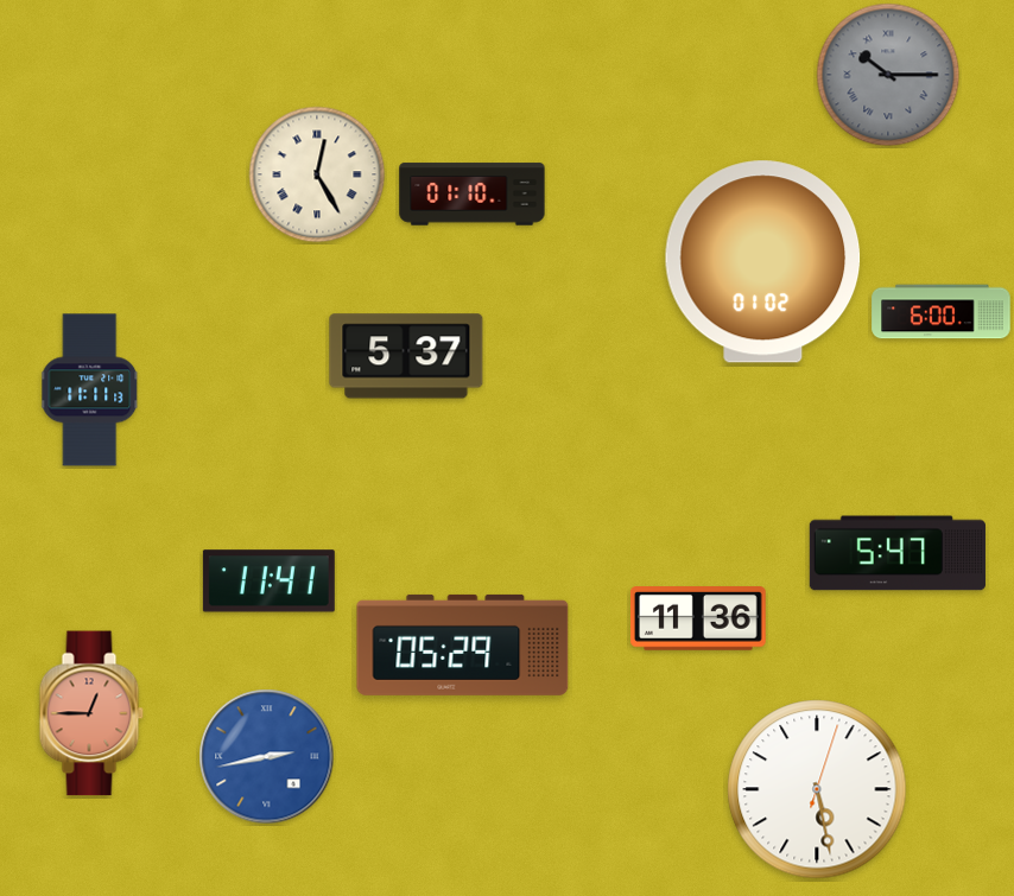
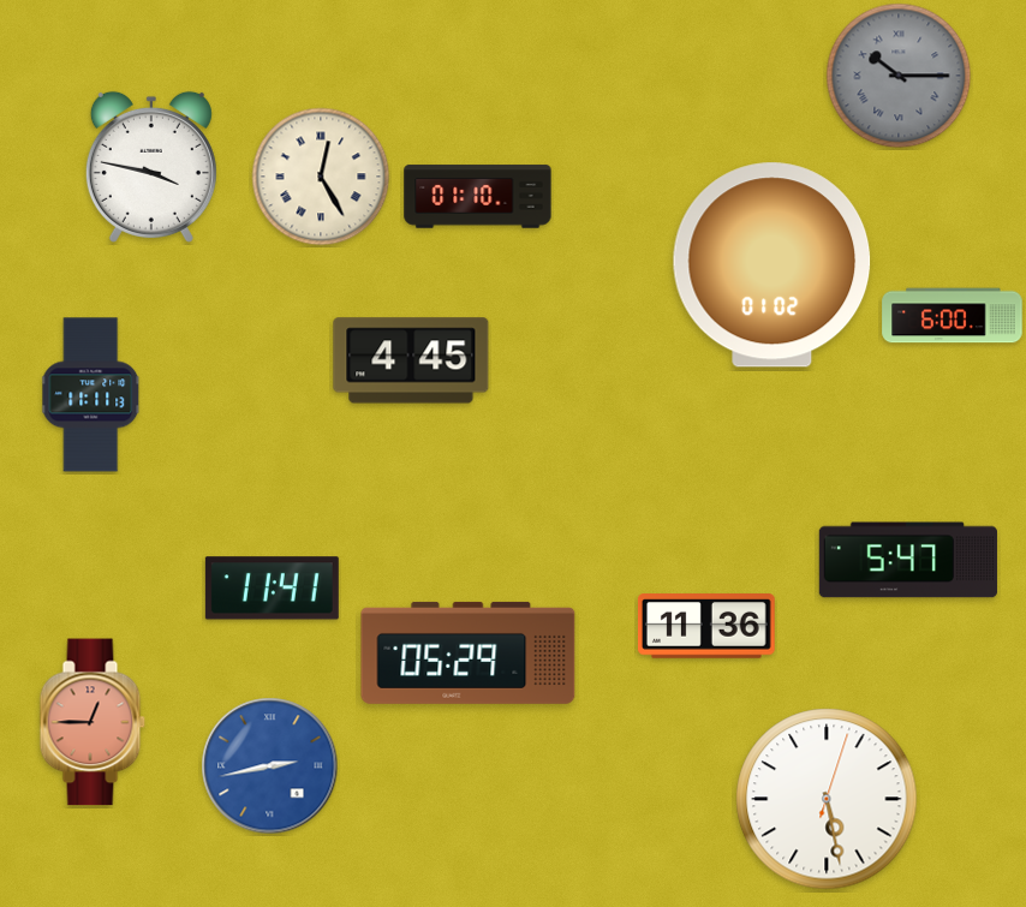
clock at (151, 167): none -> 3:47
clock at (406, 356): 5:37 -> 4:45
